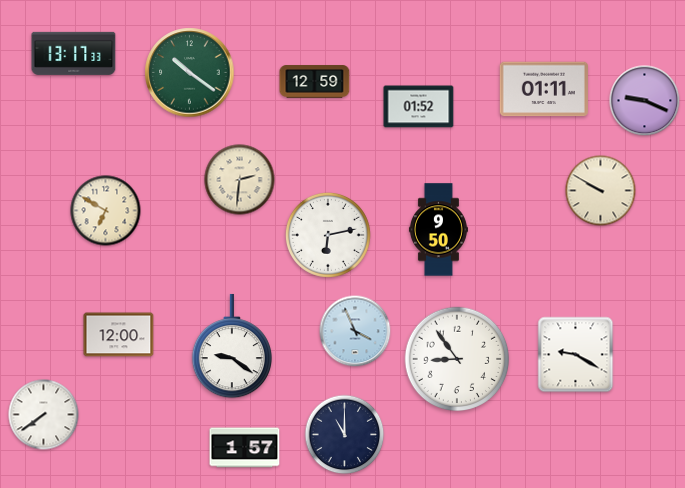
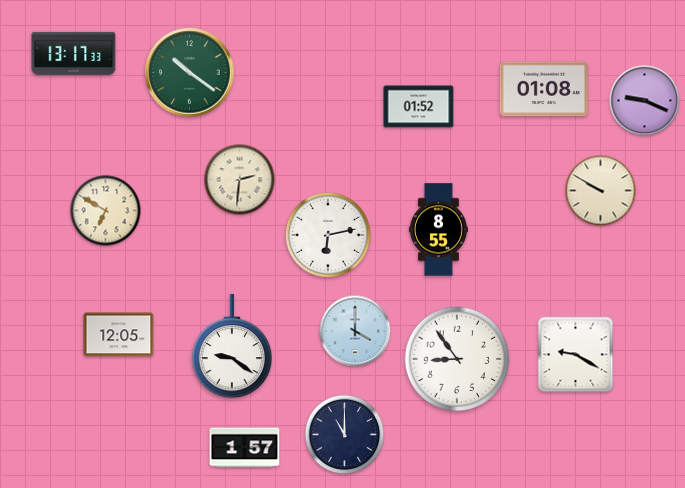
clock at (315, 82): 12:59 -> none
clock at (544, 89): 01:11 -> 01:08
clock at (438, 230): 9:50 -> 8:55
clock at (355, 331): 3:56 -> 4:00
clock at (119, 335): 12:00 -> 12:05
clock at (44, 415): 7:39 -> none
